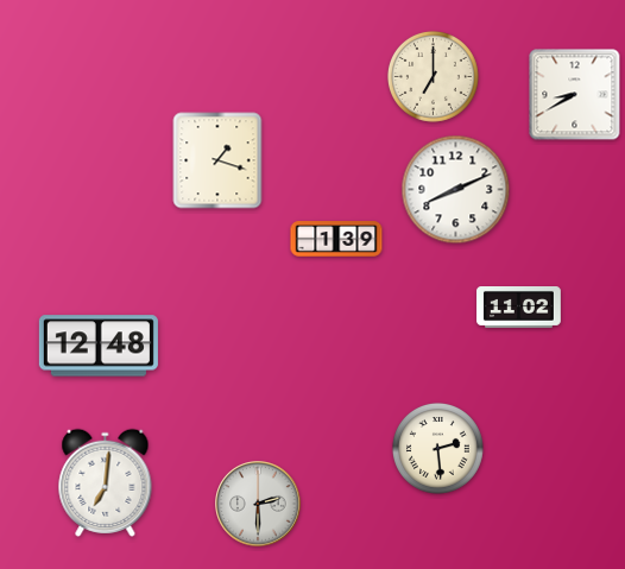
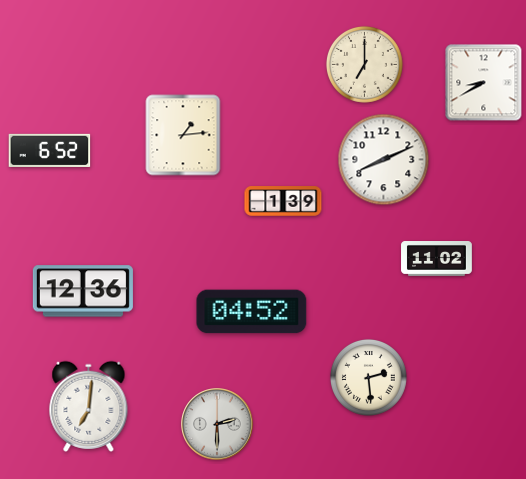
clock at (575, 95) position: (575, 95) -> (484, 83)
clock at (217, 160): 1:18 -> 1:14
clock at (50, 150): none -> 6:52
clock at (99, 346): 12:48 -> 12:36
clock at (252, 312): none -> 04:52
